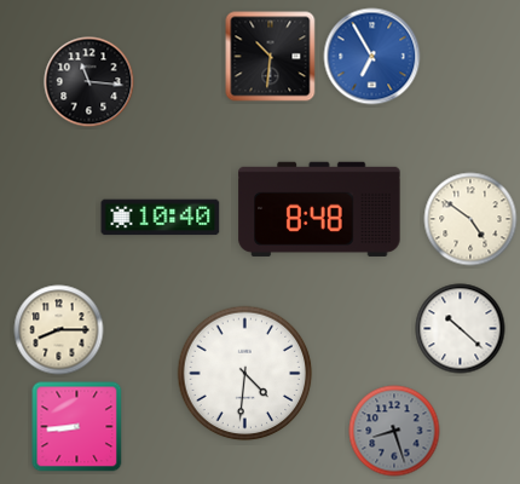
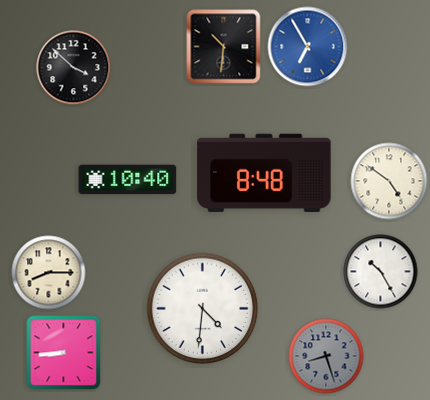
clock at (89, 82): 11:16 -> 3:52
clock at (161, 218) position: (161, 218) -> (128, 180)
clock at (461, 329): 10:22 -> 10:25
